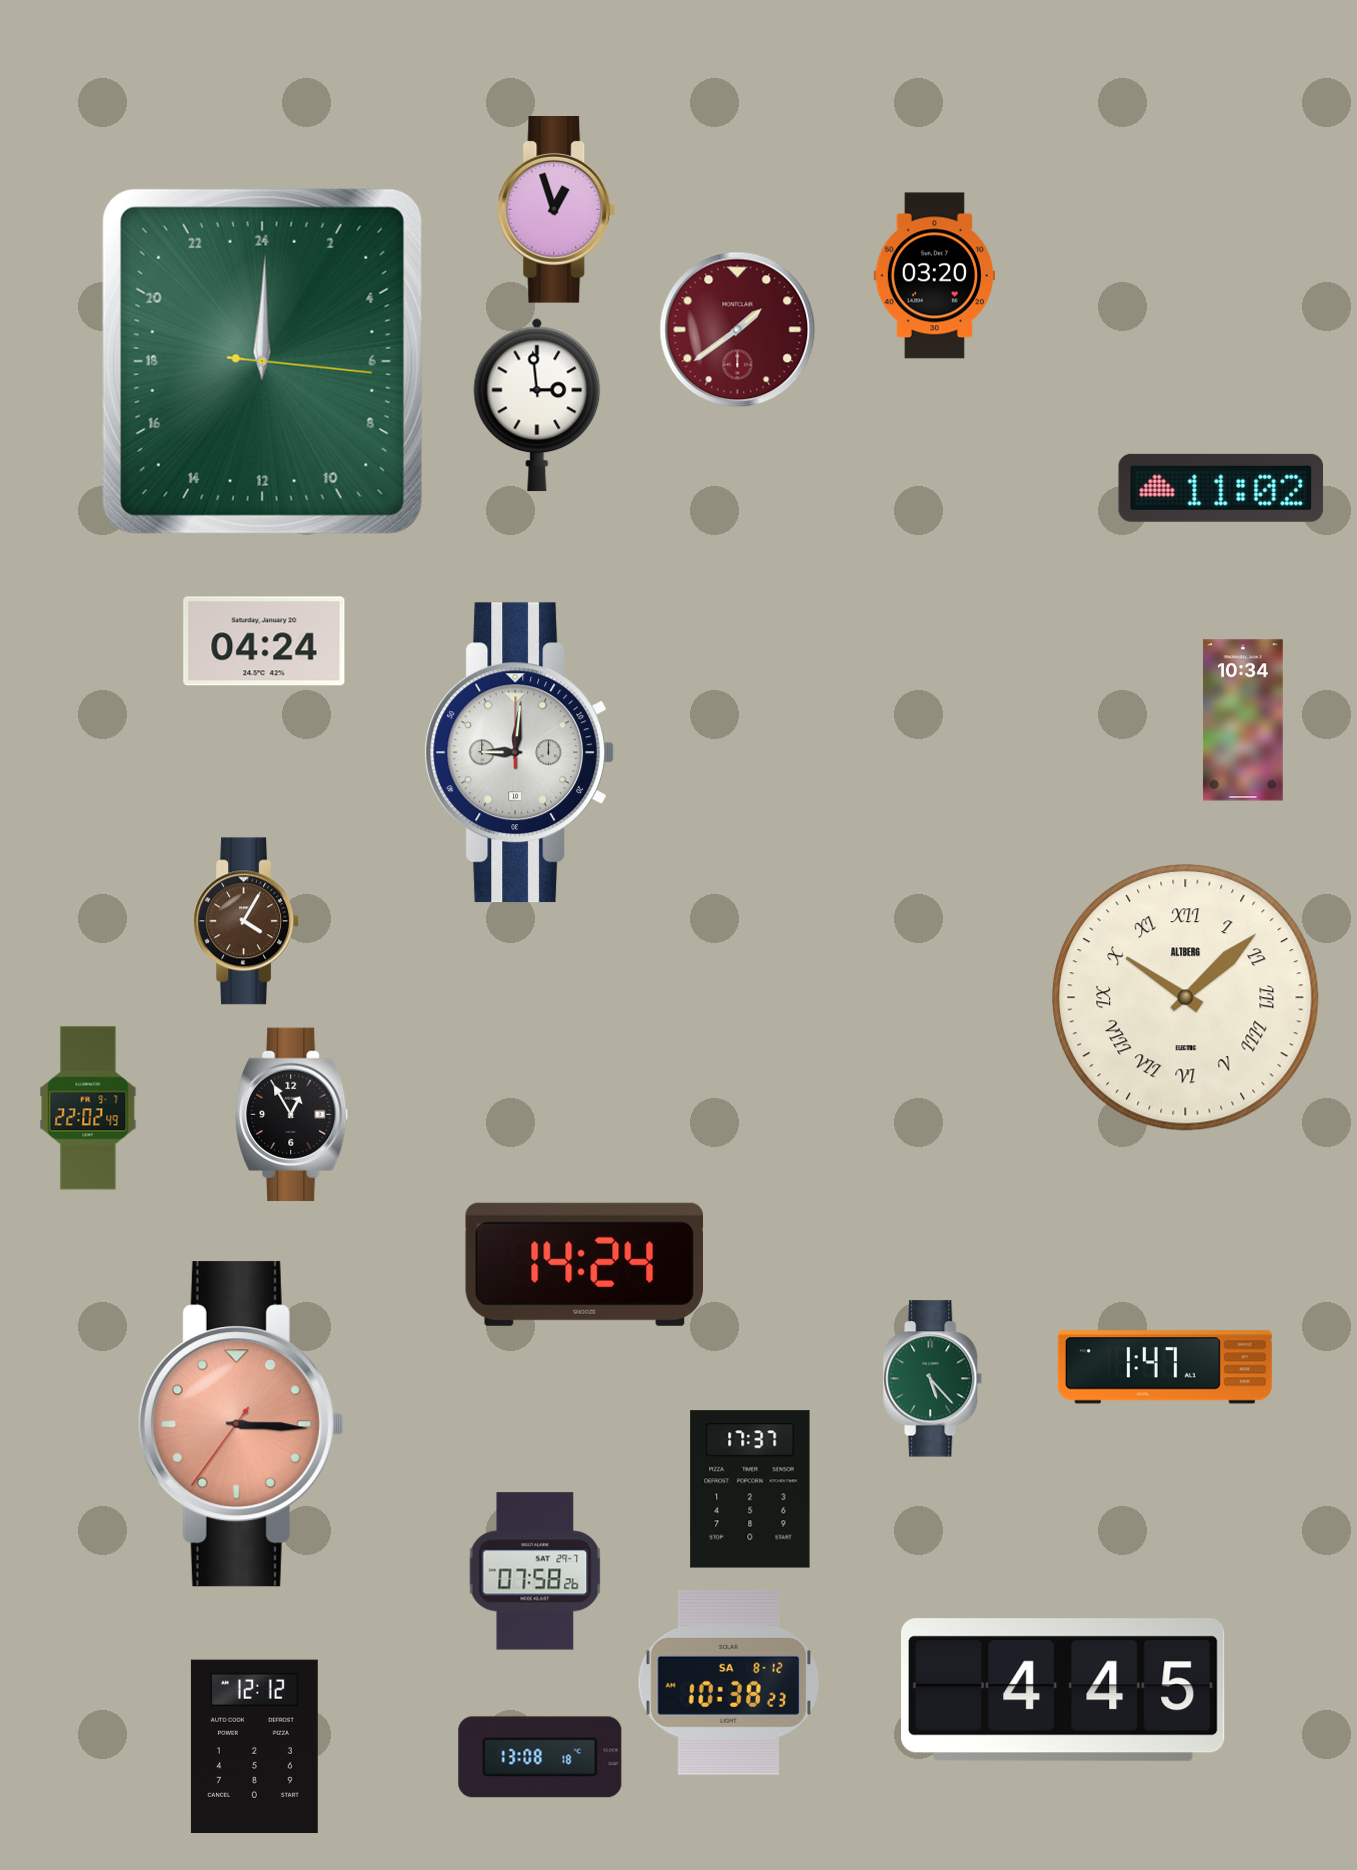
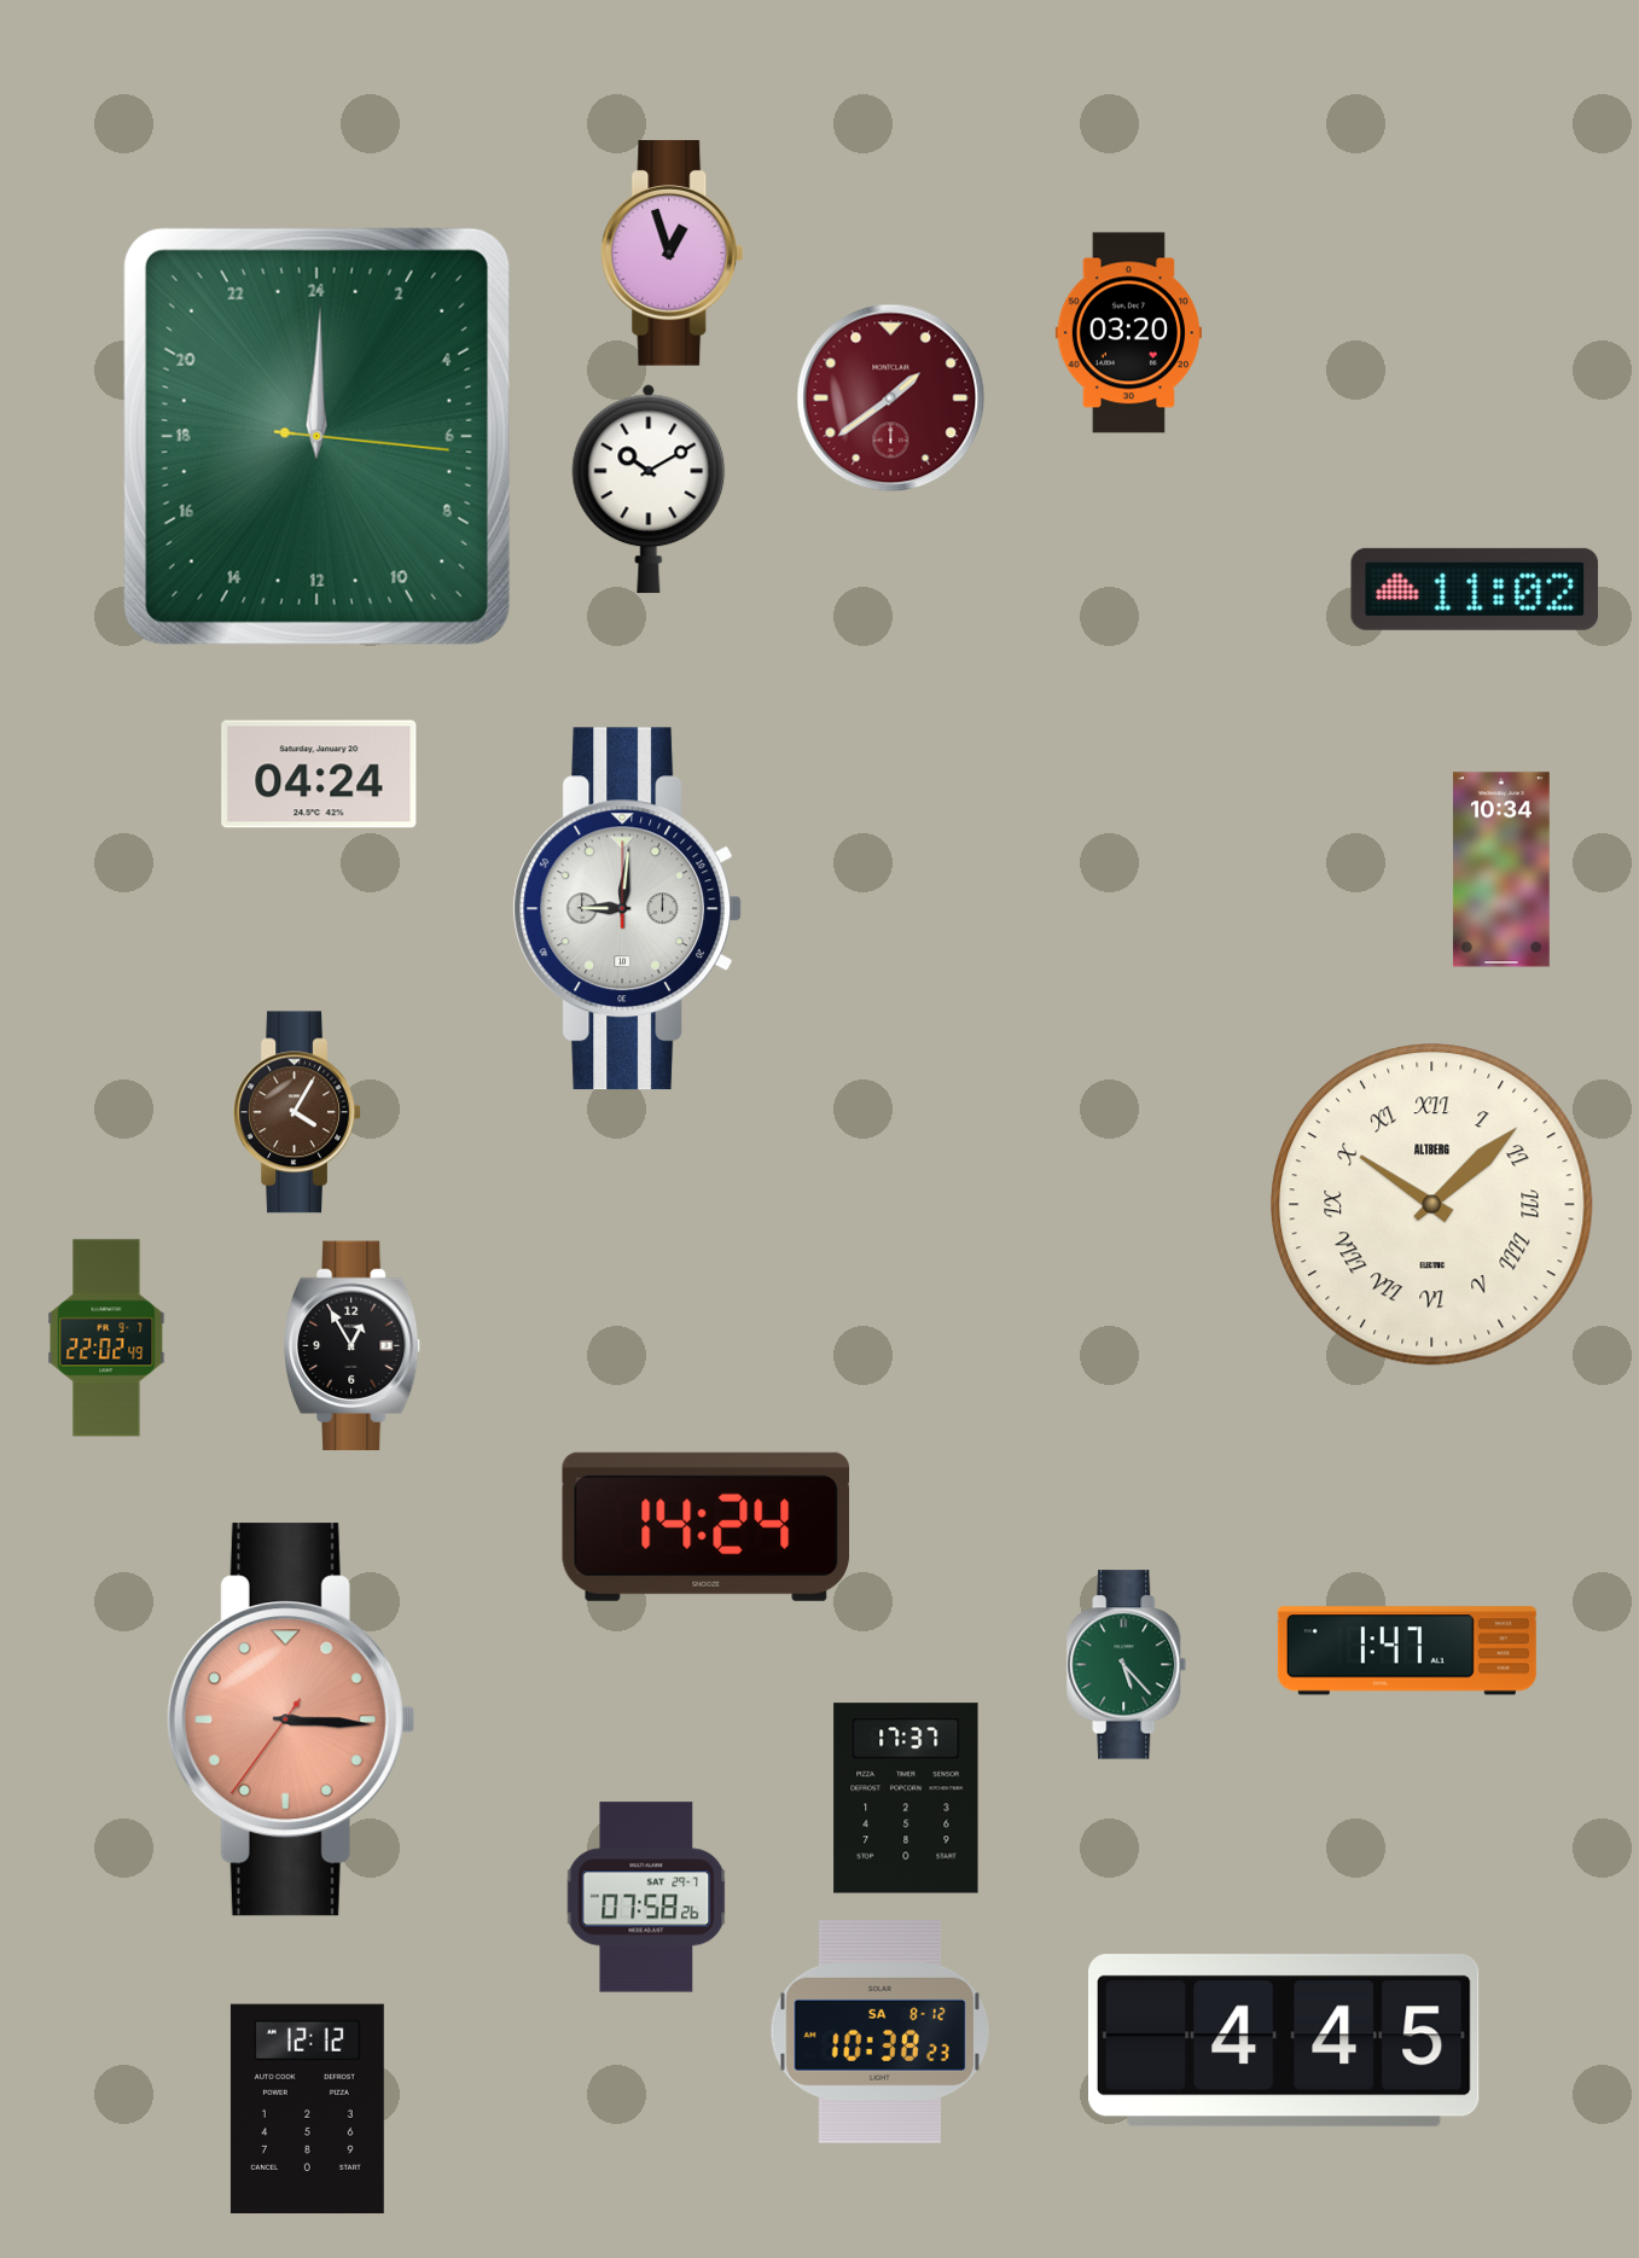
clock at (537, 405): 2:59 -> 10:10
clock at (540, 1757): 13:08 -> none
